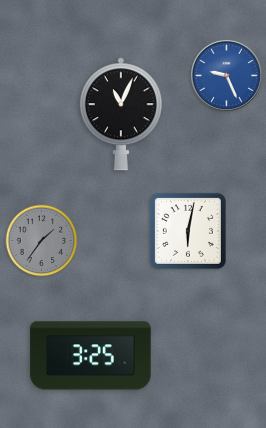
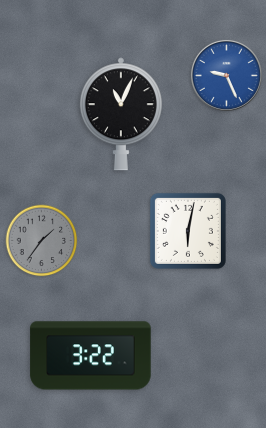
clock at (91, 356): 3:25 -> 3:22
